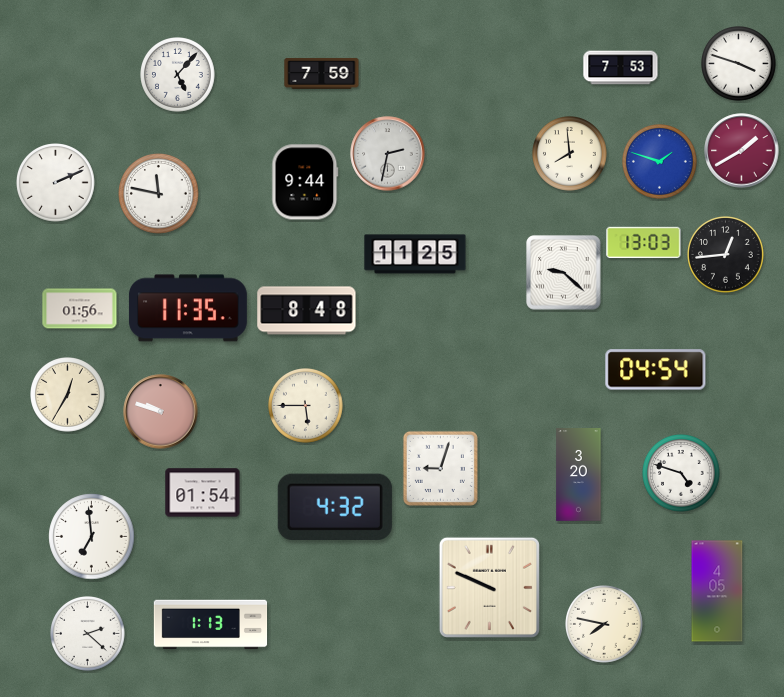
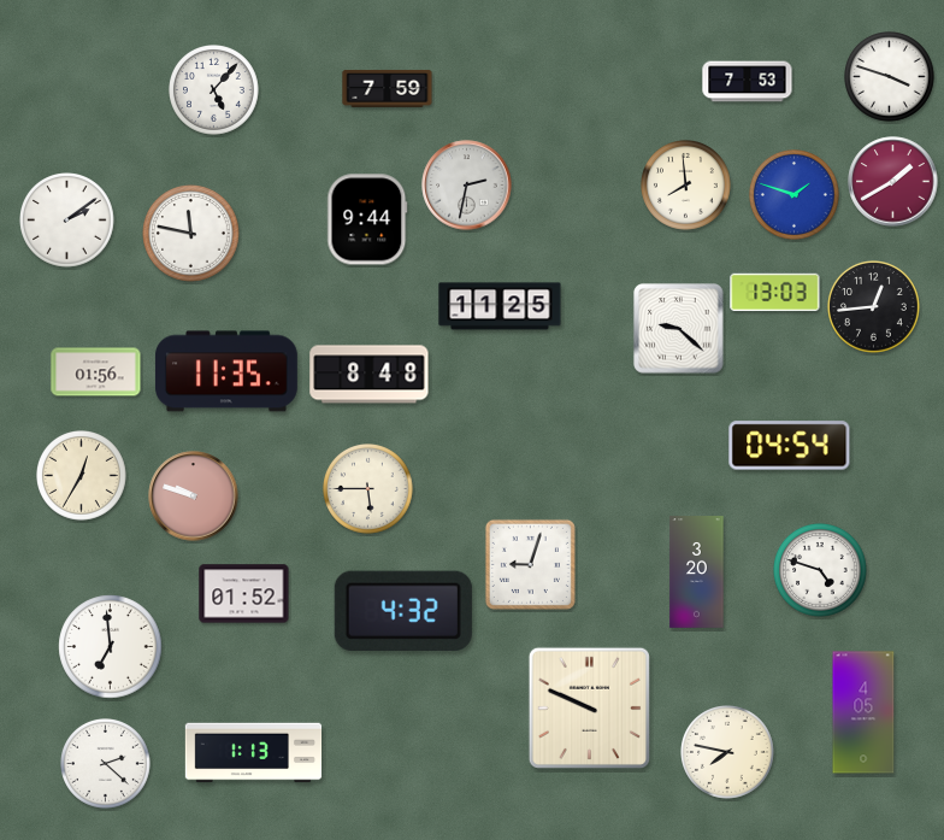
clock at (56, 183): 2:11 -> 2:09
clock at (203, 493): 01:54 -> 01:52
